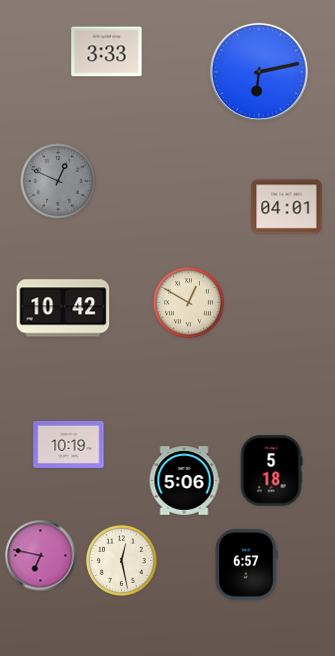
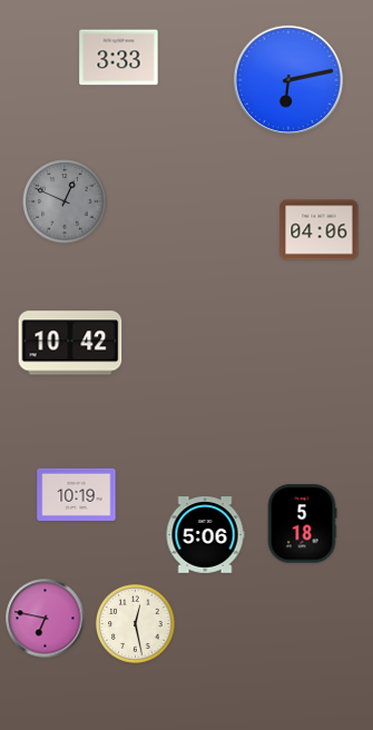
clock at (287, 207): 04:01 -> 04:06
clock at (189, 303): 12:50 -> none
clock at (246, 565): 6:57 -> none
